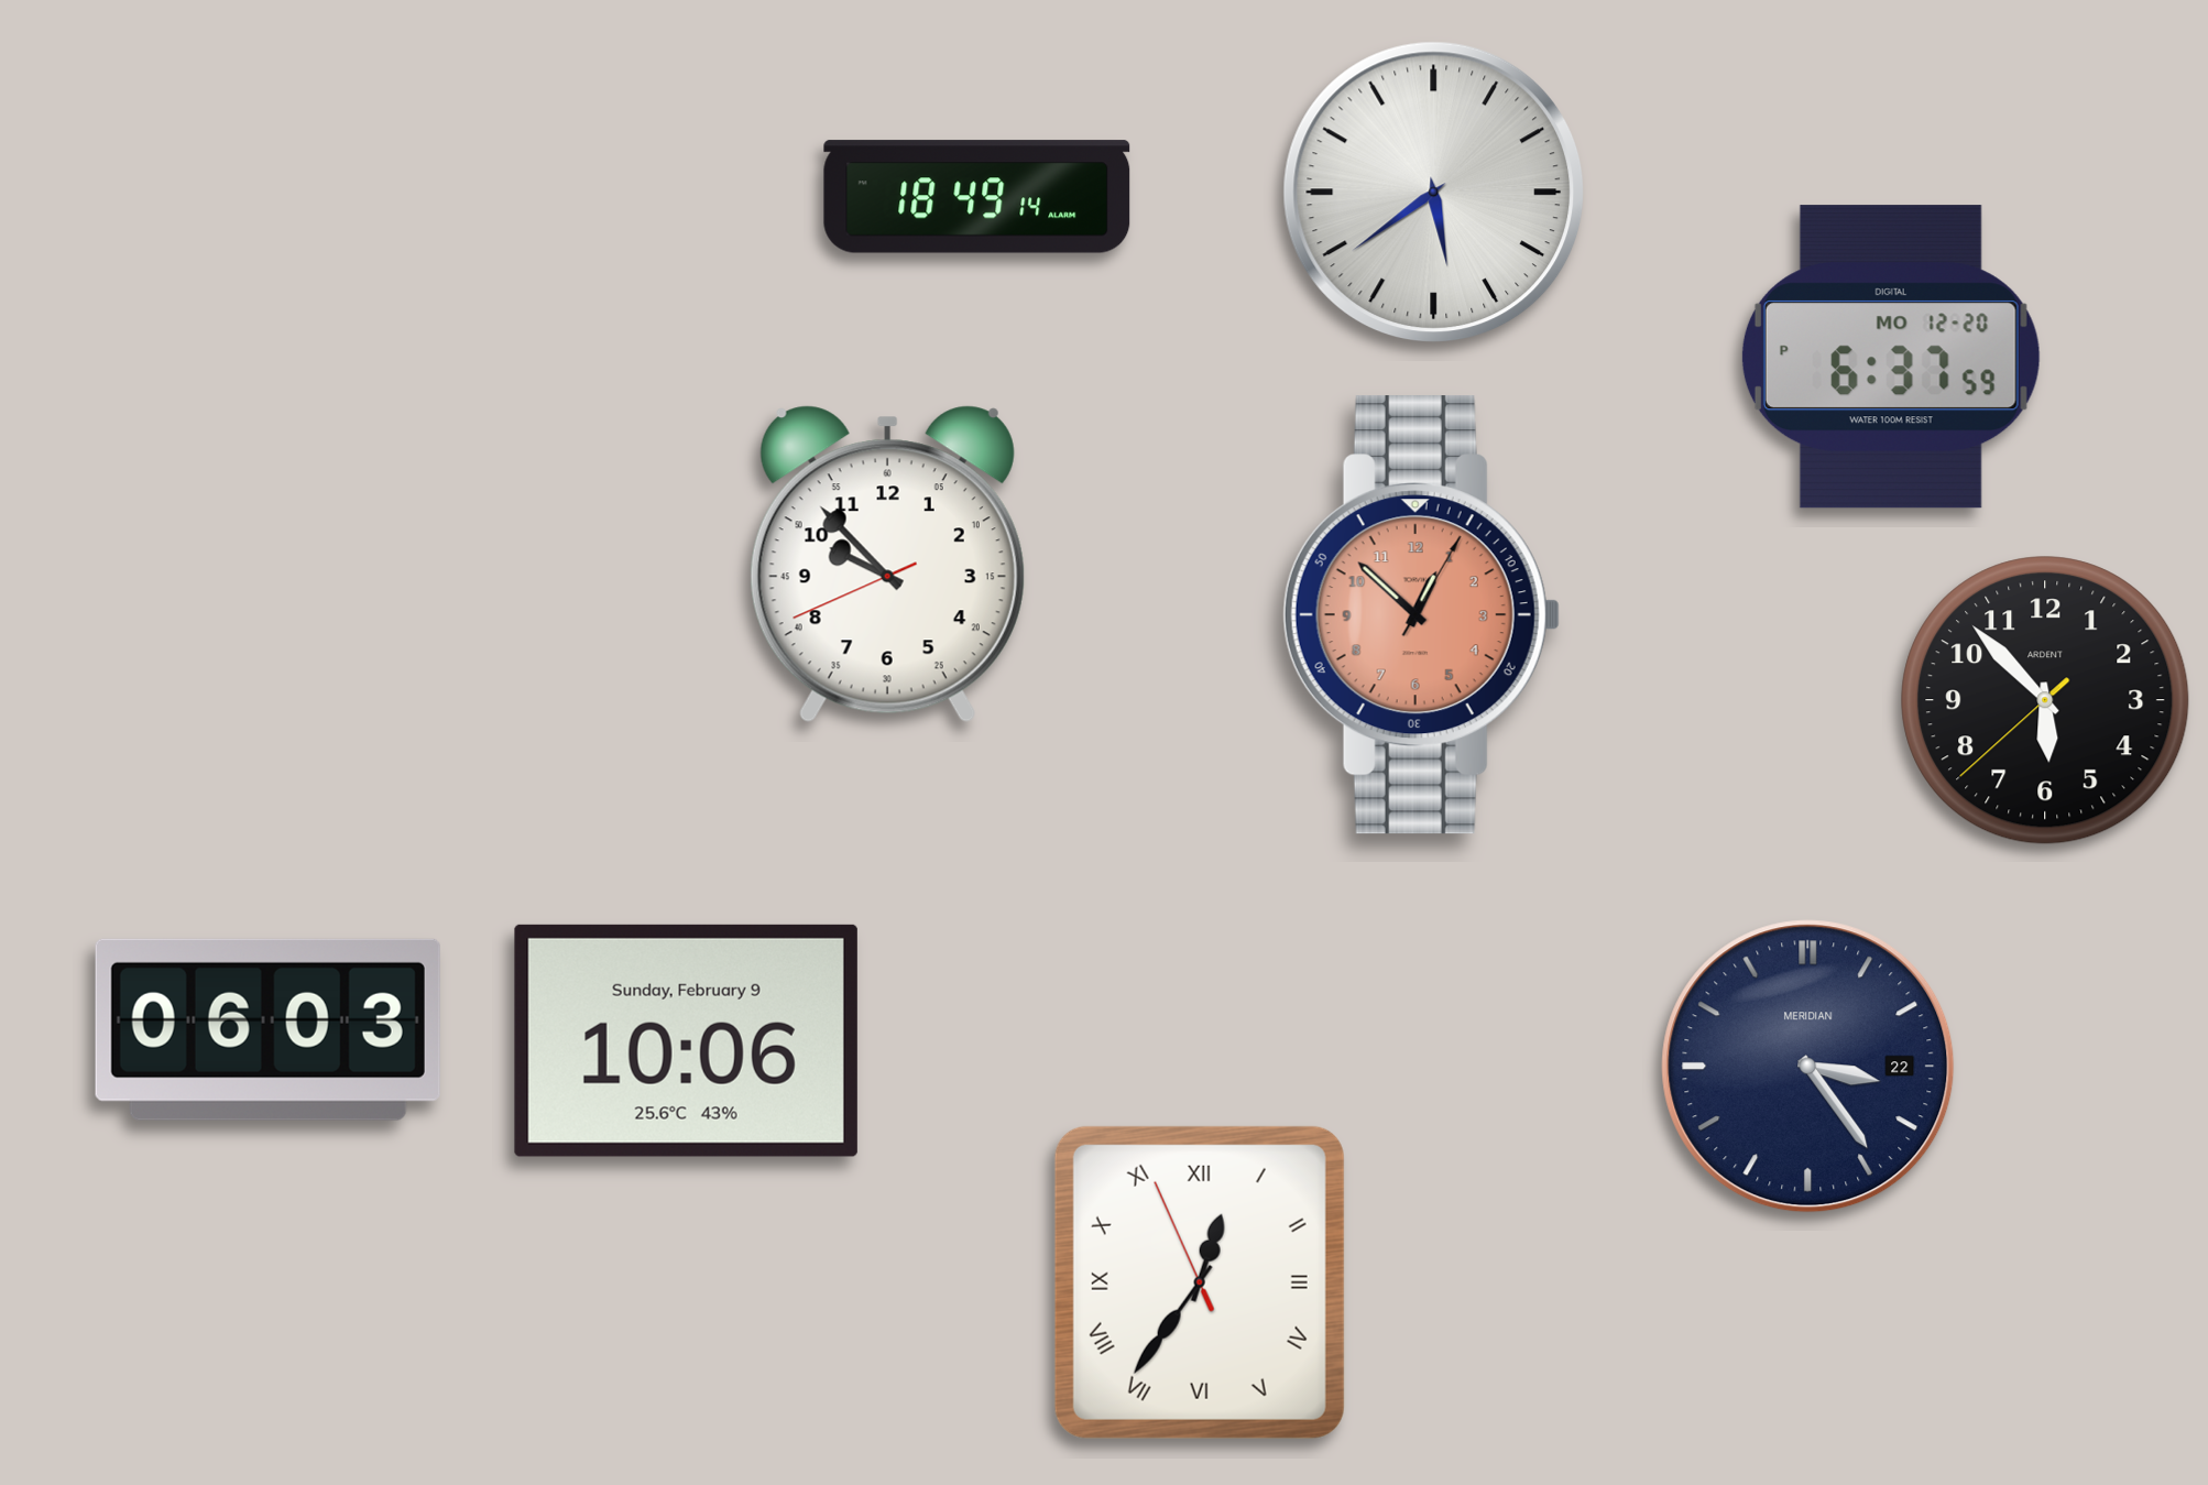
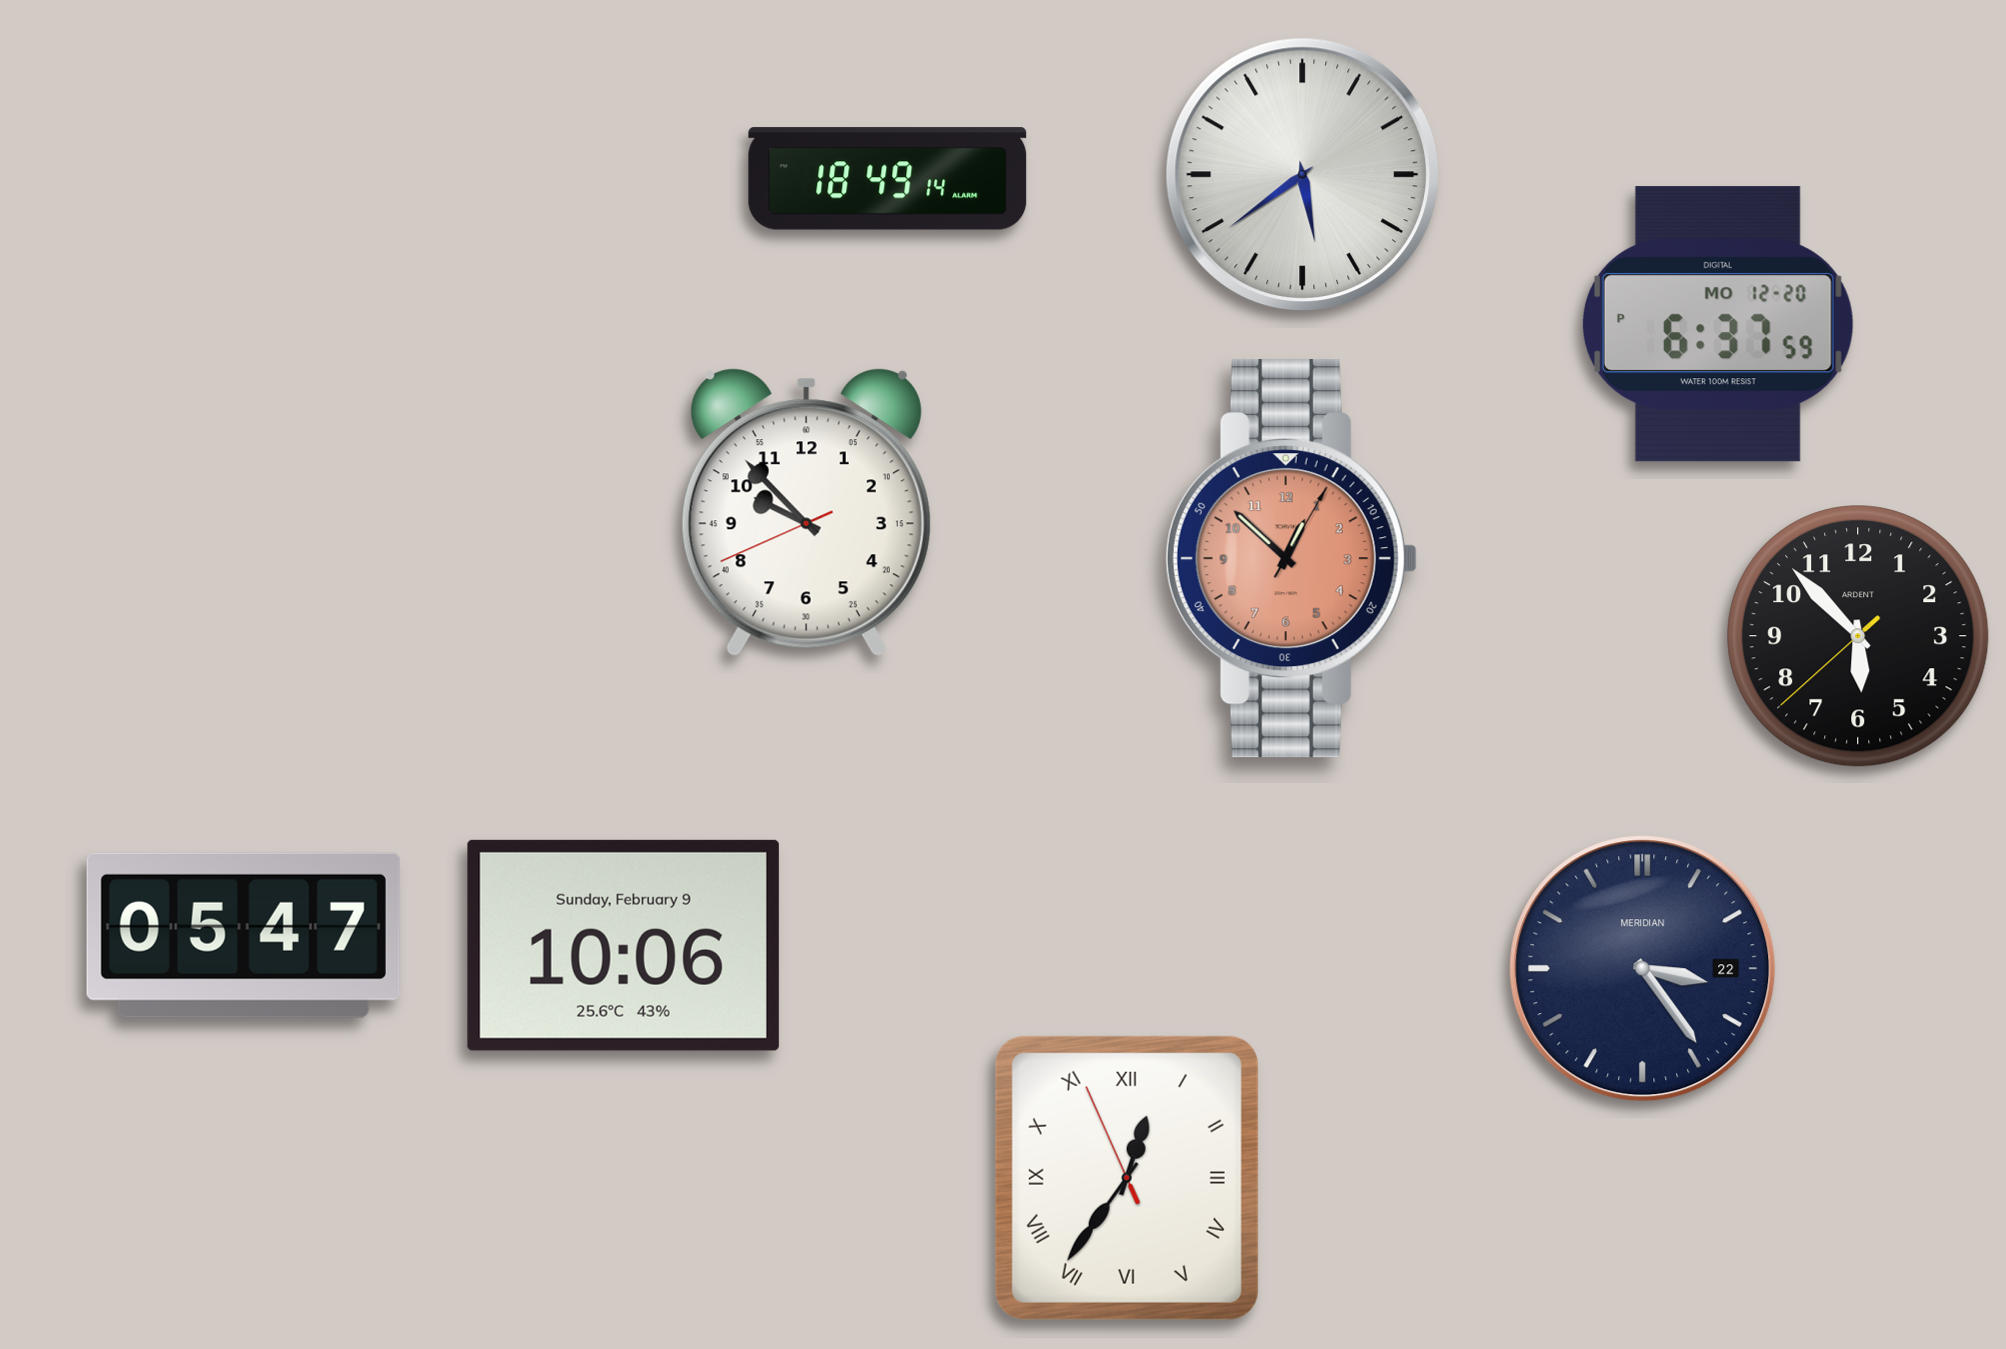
clock at (267, 1029): 06:03 -> 05:47
clock at (1200, 1282) position: (1200, 1282) -> (1127, 1178)
